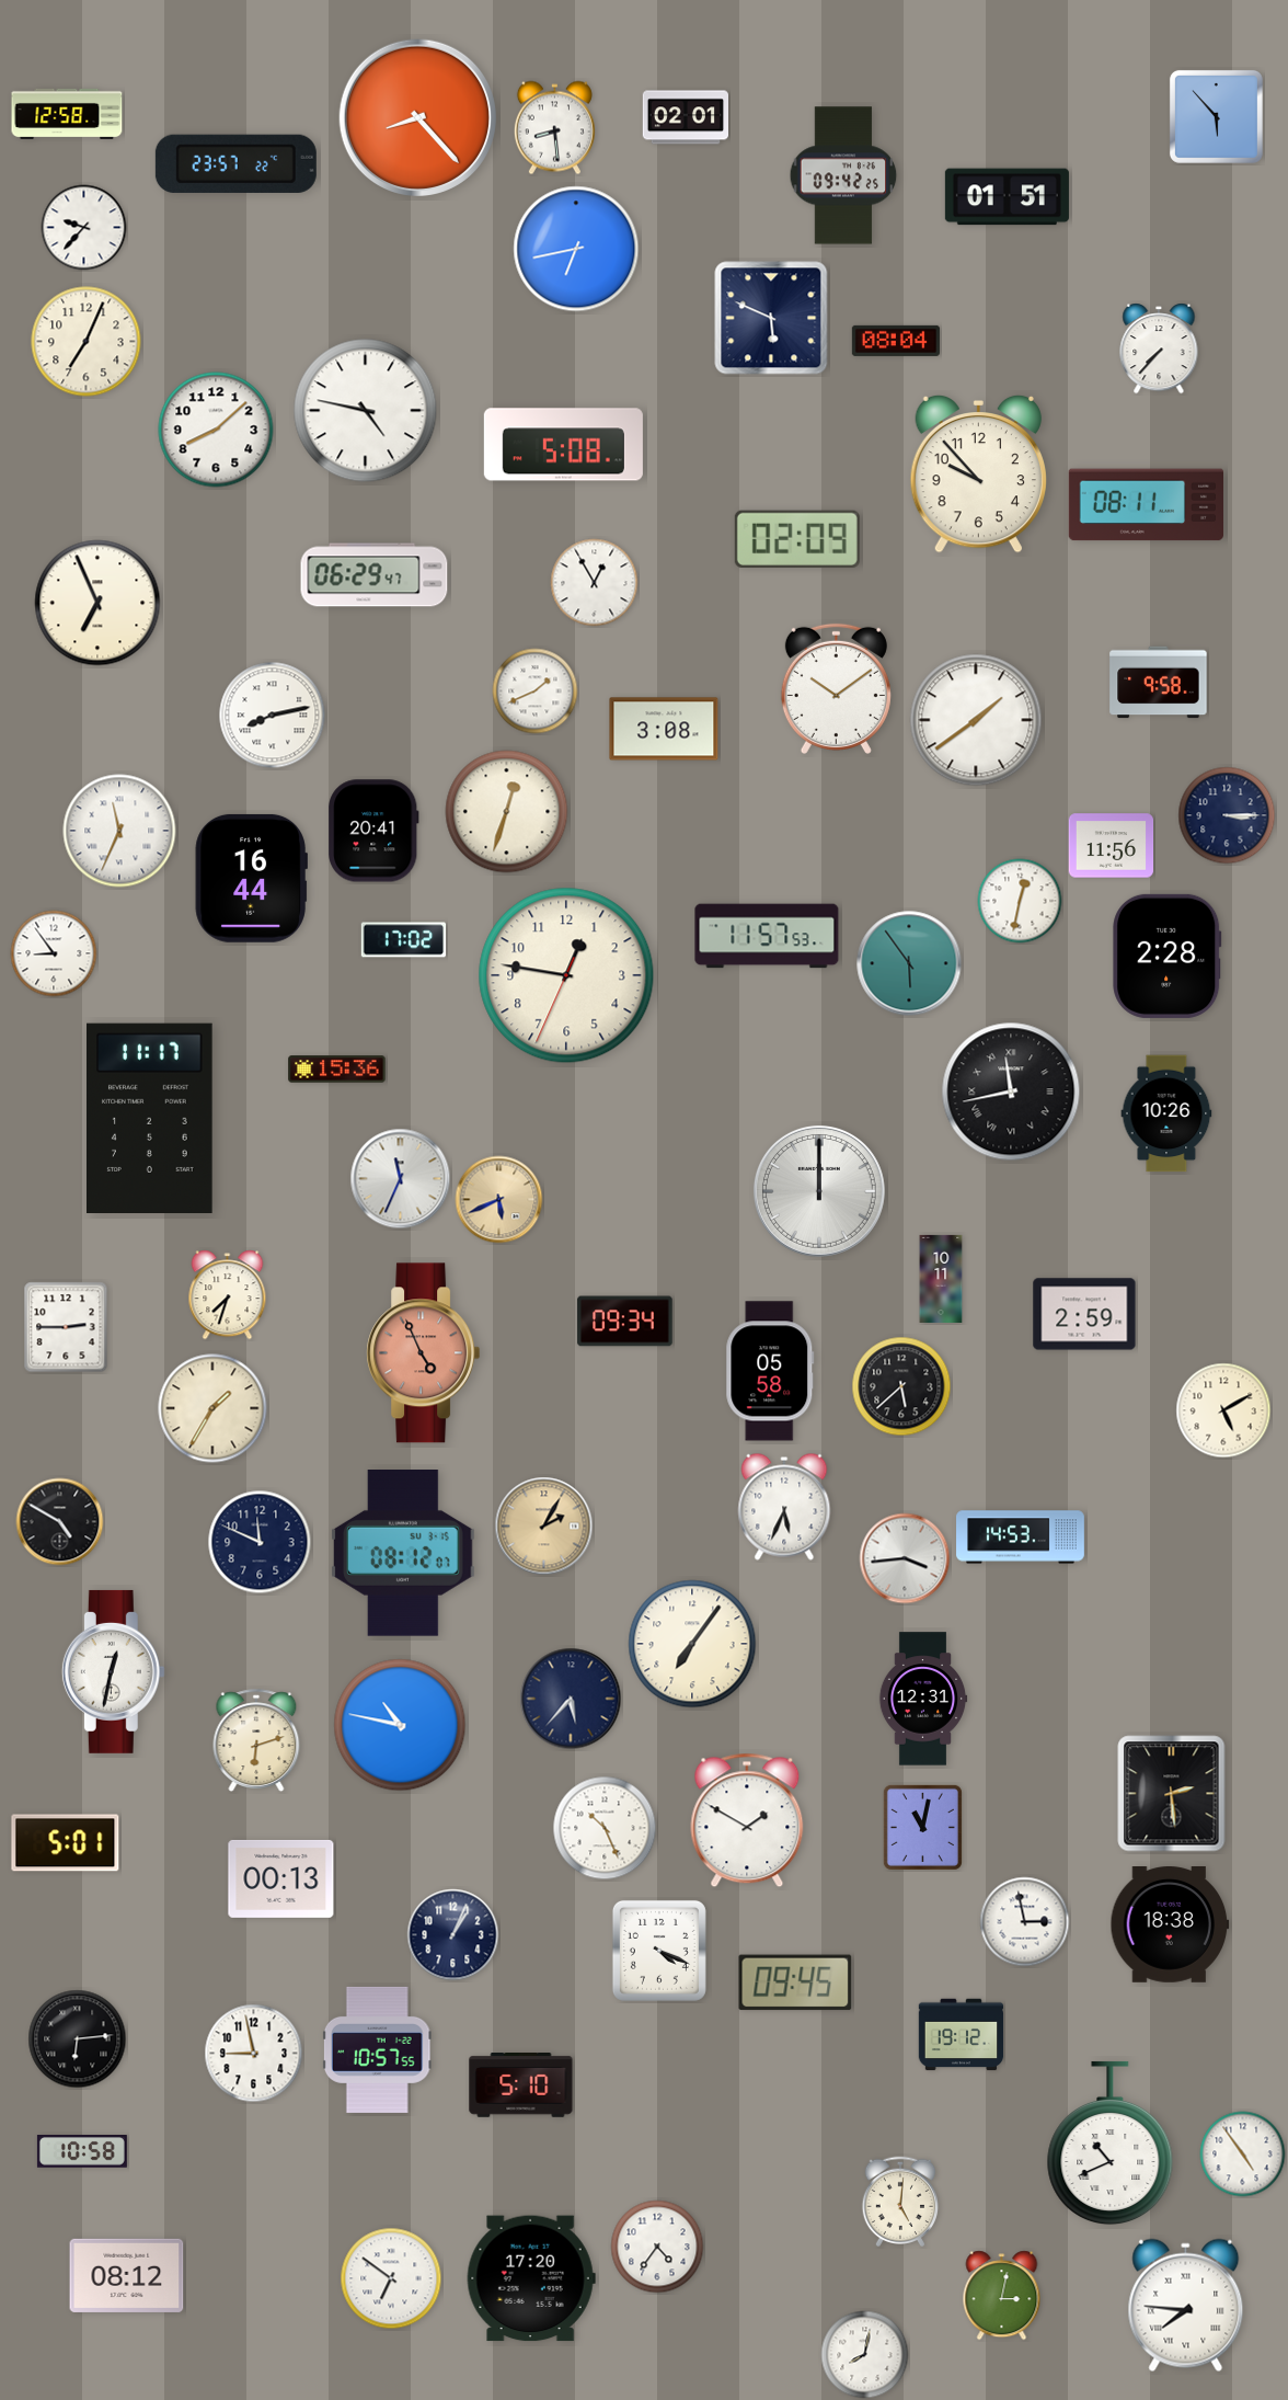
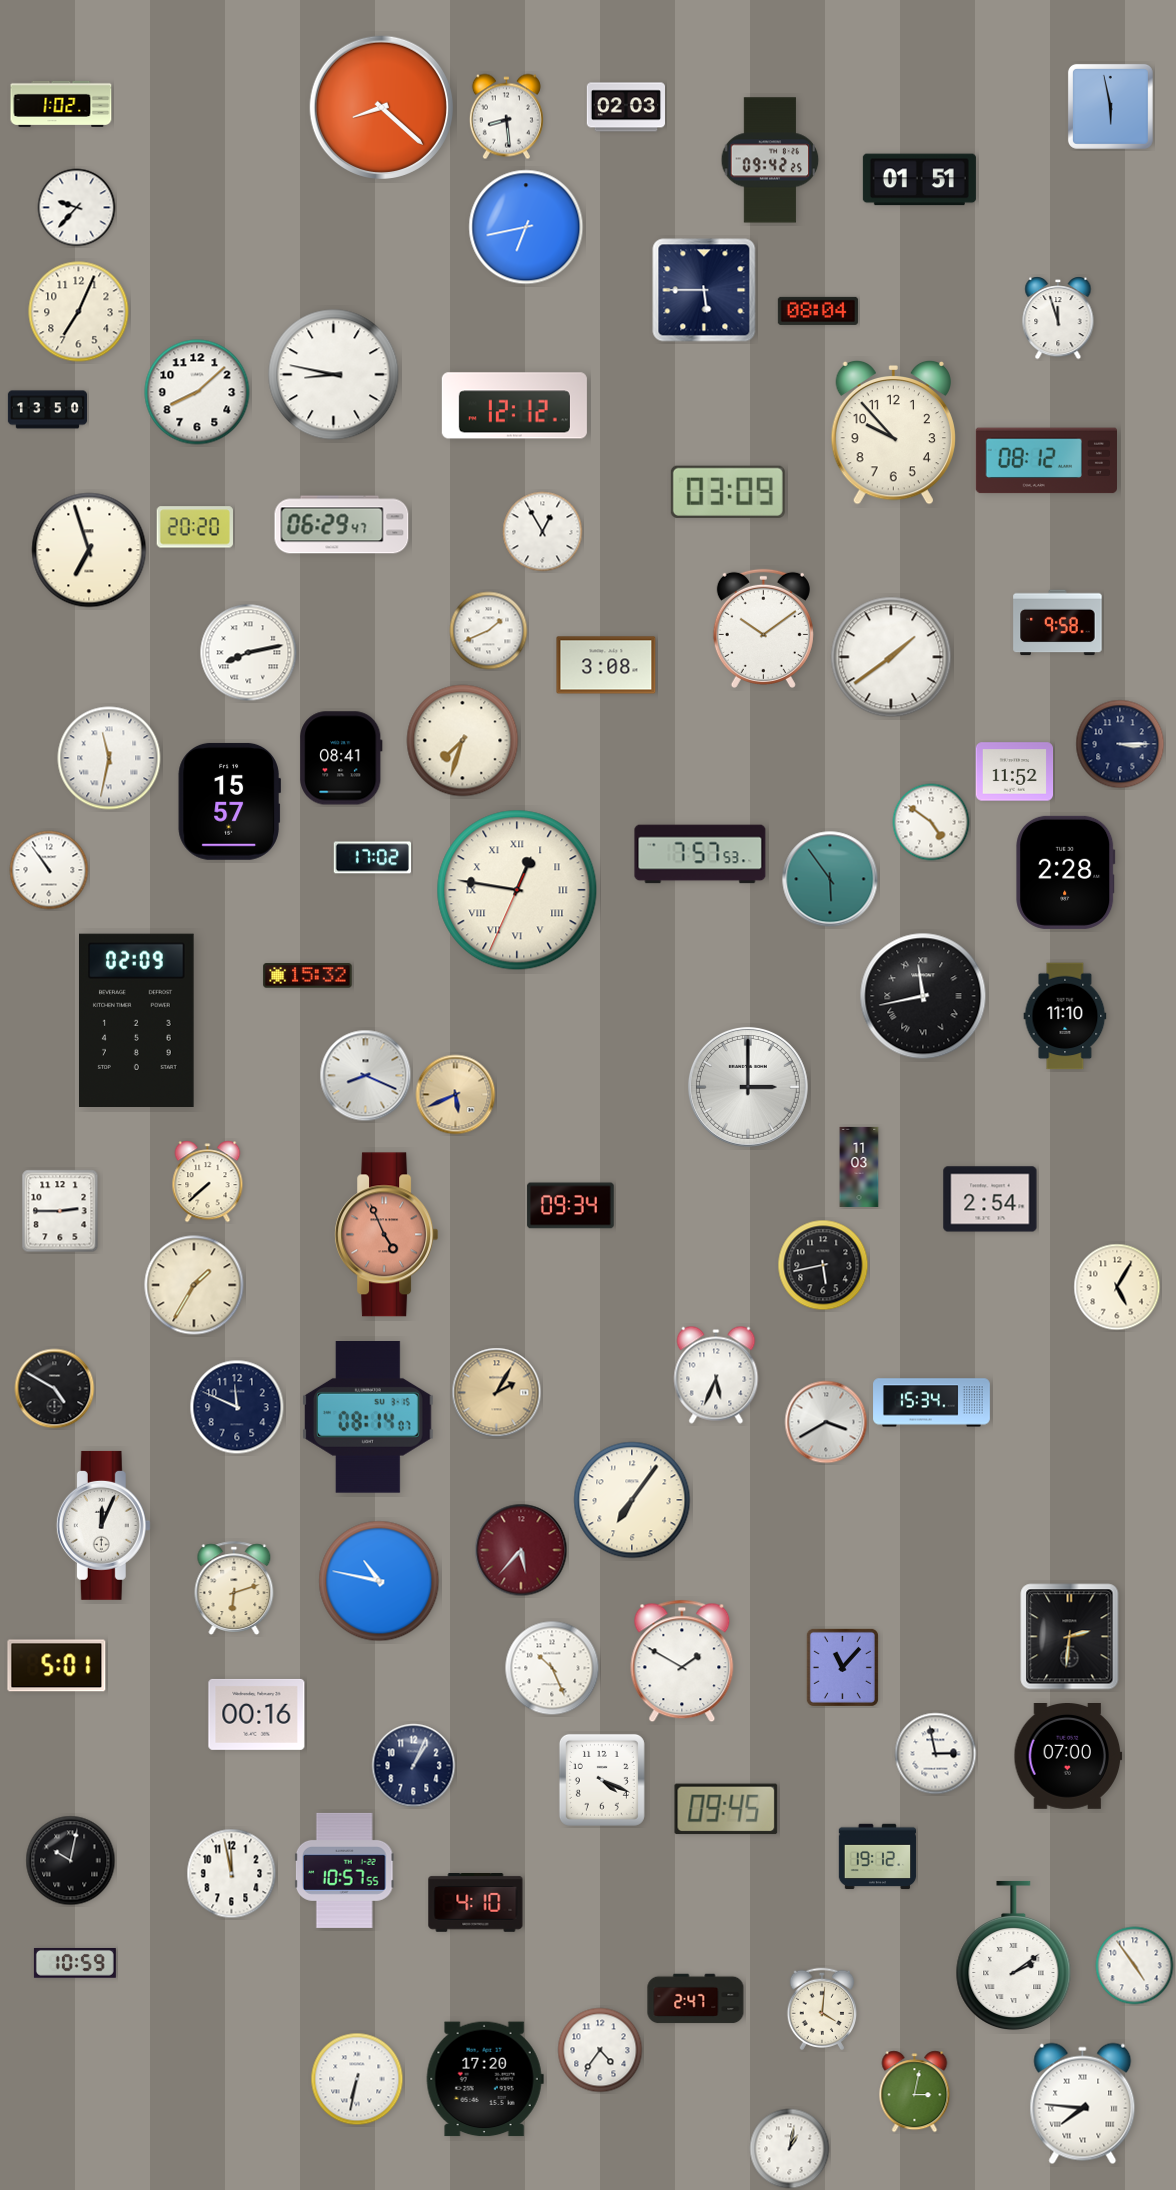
clock at (67, 114): 12:58 -> 1:02
clock at (1216, 116): 5:53 -> 5:58
clock at (417, 117): 8:23 -> 8:22
clock at (685, 117): 02:01 -> 02:03
clock at (235, 163): 23:57 -> none
clock at (771, 318): 5:49 -> 5:45
clock at (1159, 348): 7:37 -> 11:57
clock at (366, 411): 4:47 -> 8:47
clock at (563, 445): 5:08 -> 12:12
clock at (47, 410): none -> 13:50
clock at (1146, 505): 08:11 -> 08:12
clock at (797, 539): 02:09 -> 03:09
clock at (194, 527): none -> 20:20
clock at (97, 603): 6:56 -> 6:57
clock at (507, 812): 12:33 -> 7:33
clock at (119, 831): 11:34 -> 11:32
clock at (375, 831): 20:41 -> 08:41
clock at (1112, 846): 11:56 -> 11:52
clock at (251, 878): 16:44 -> 15:57
clock at (1020, 901): 12:32 -> 4:51
clock at (767, 936): 11:57 -> 7:57
clock at (404, 940) position: (404, 940) -> (373, 858)
clock at (54, 953): 8:54 -> 10:54
clock at (566, 975) numerals: Arabic -> Roman
clock at (337, 1070): 15:36 -> 15:32
clock at (1166, 1113): 10:26 -> 11:10
clock at (150, 1118): 11:17 -> 02:09
clock at (401, 1179): 11:34 -> 8:19
clock at (819, 1191): 12:00 -> 3:00
clock at (941, 1279): 10:11 -> 11:03
clock at (228, 1295): 7:33 -> 7:38
clock at (1084, 1314): 2:59 -> 2:54
clock at (770, 1371): 05:58 -> none
clock at (901, 1386): 5:38 -> 5:43
clock at (1223, 1410): 5:10 -> 5:05
clock at (1021, 1538): 14:53 -> 15:34
clock at (403, 1554): 08:12 -> 08:14
clock at (905, 1558): 3:44 -> 3:40
clock at (113, 1671): 12:32 -> 12:04
clock at (571, 1699) dial: navy -> burgundy
clock at (923, 1699): 12:31 -> none
clock at (400, 1725) position: (400, 1725) -> (379, 1581)
clock at (1172, 1794): 2:29 -> 2:31
clock at (922, 1827): 11:02 -> 11:07
clock at (66, 1843) position: (66, 1843) -> (57, 1666)
clock at (281, 1878): 00:13 -> 00:16
clock at (1170, 1925): 18:38 -> 07:00
clock at (78, 2039): 6:14 -> 10:02
clock at (254, 2054): 8:58 -> 11:58
clock at (521, 2085): 5:10 -> 4:10
clock at (1111, 2144): 10:41 -> 2:09
clock at (82, 2152): 10:58 -> 10:59
clock at (696, 1999): none -> 2:47
clock at (900, 2202): 5:01 -> 4:01
clock at (127, 2275): 08:12 -> none
clock at (391, 2278): 6:51 -> 6:32
clock at (1002, 2296) position: (1002, 2296) -> (915, 2092)
clock at (865, 2355): 8:02 -> 1:02
